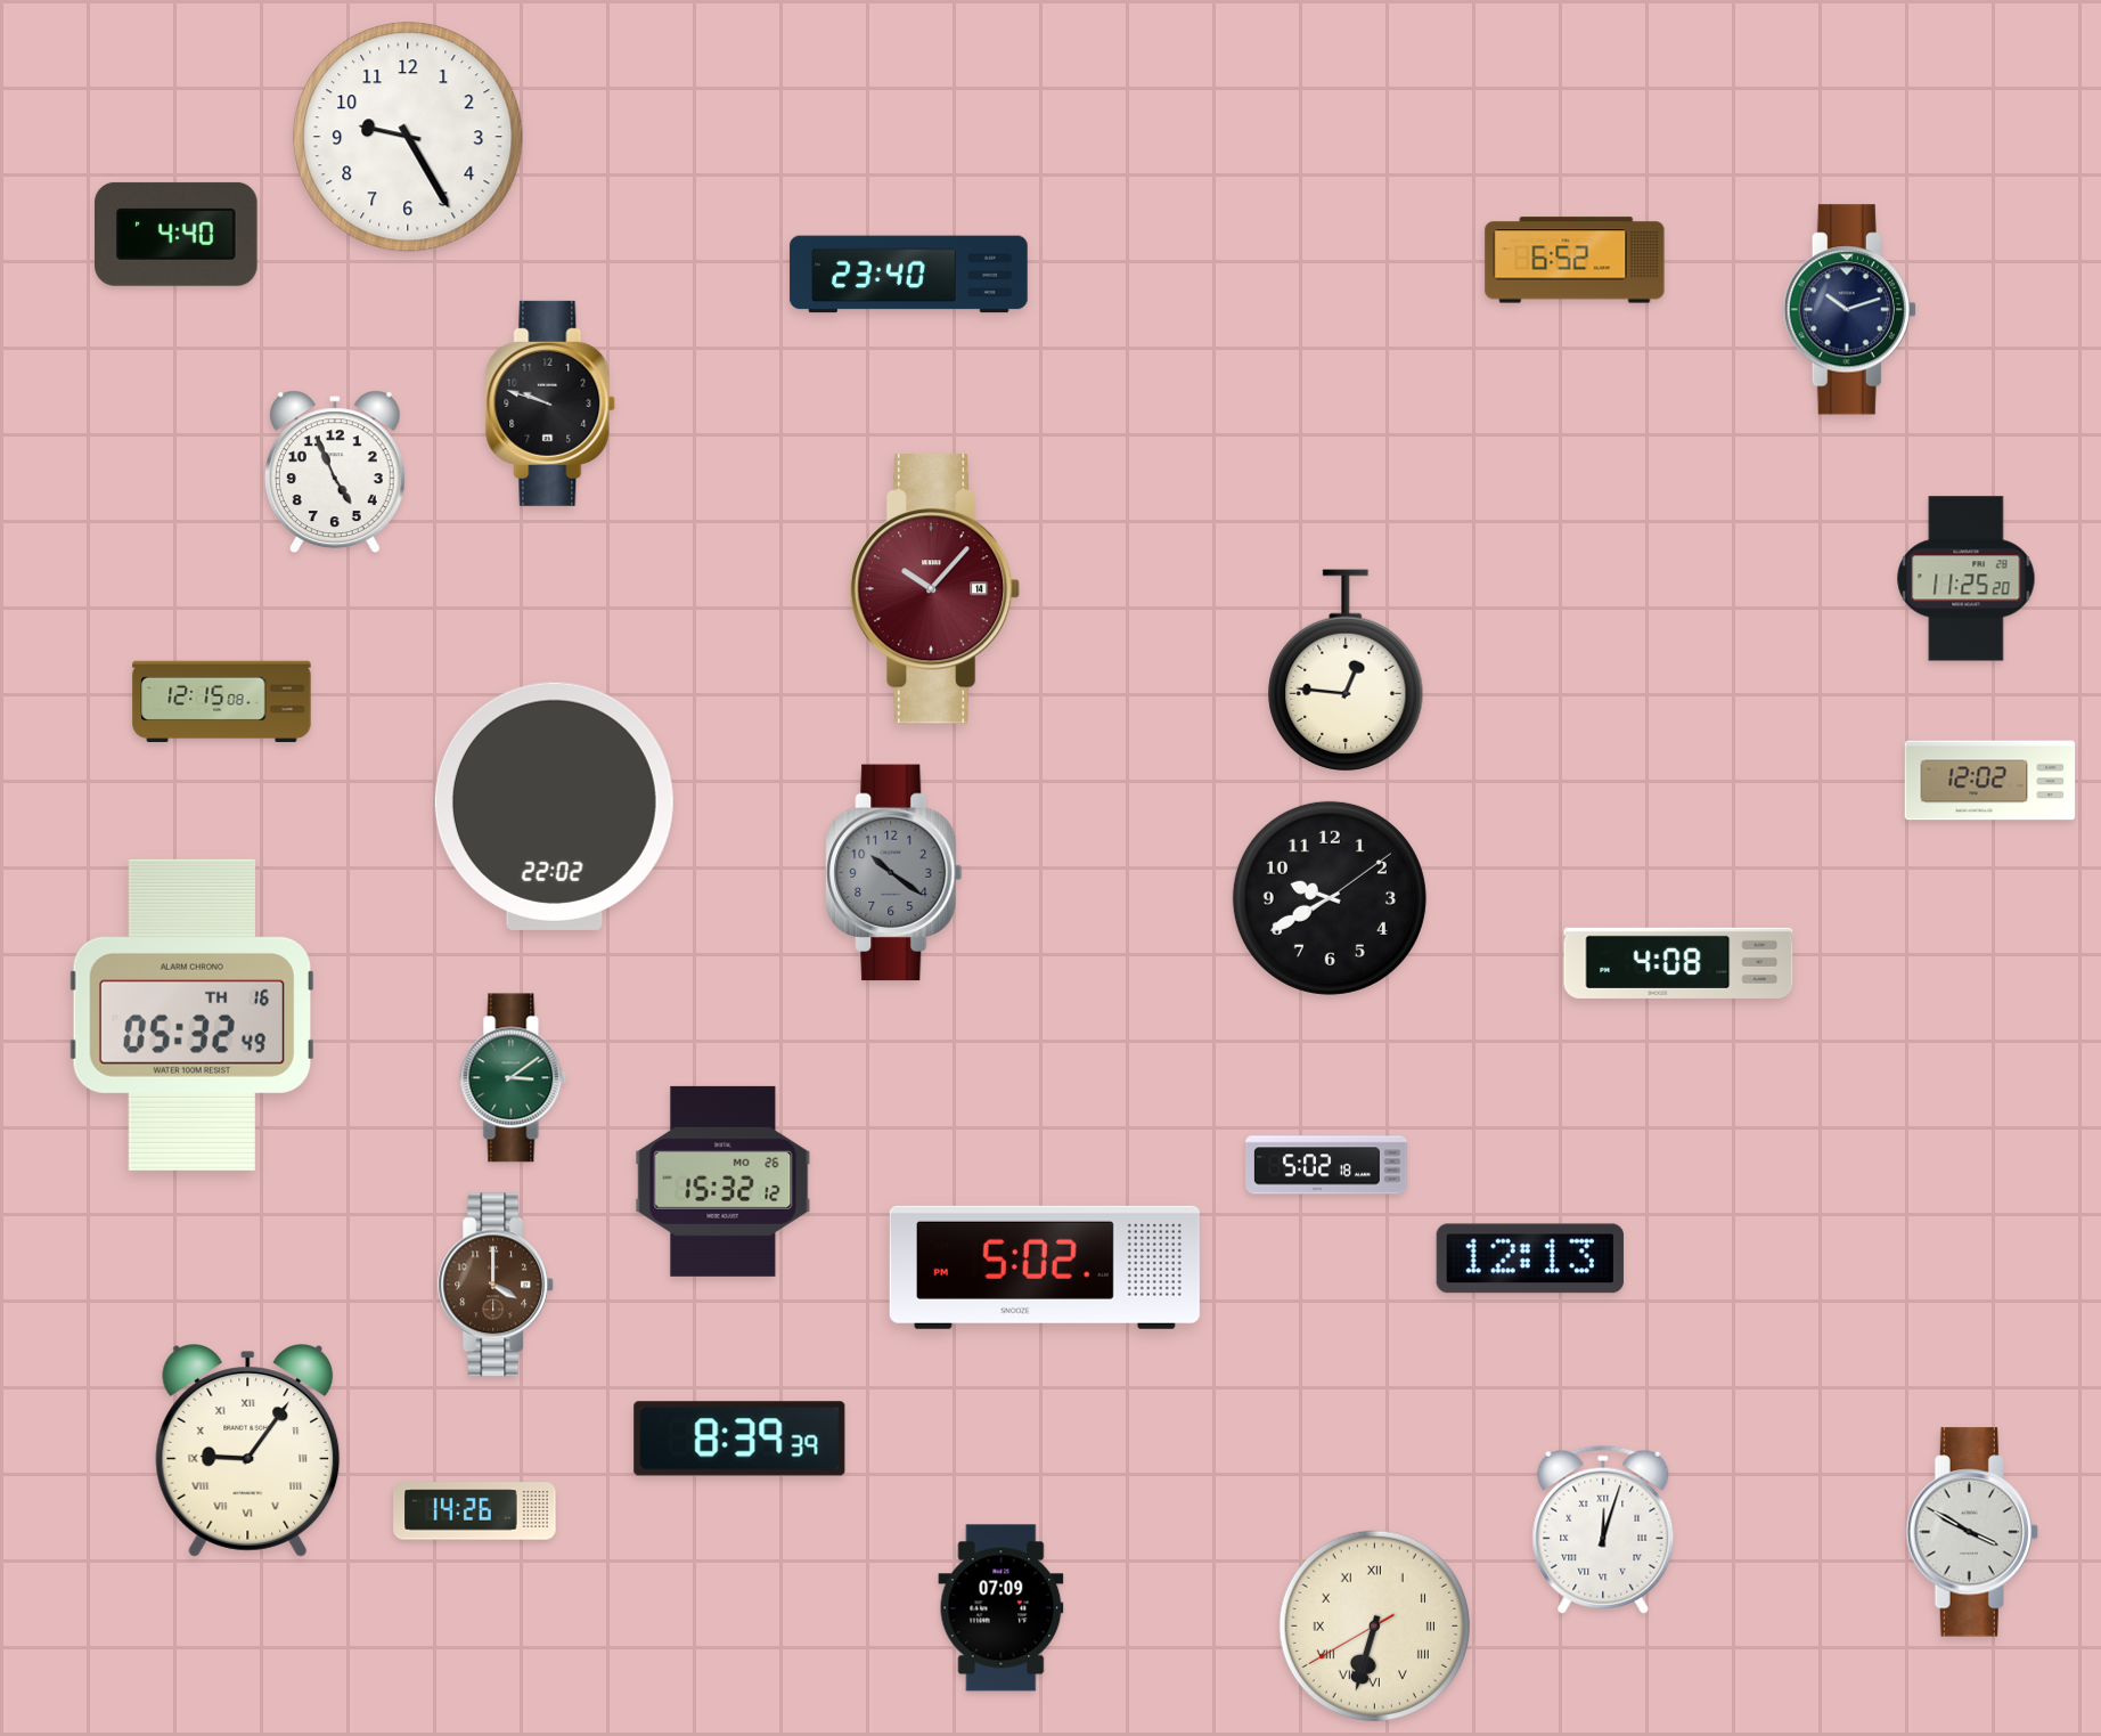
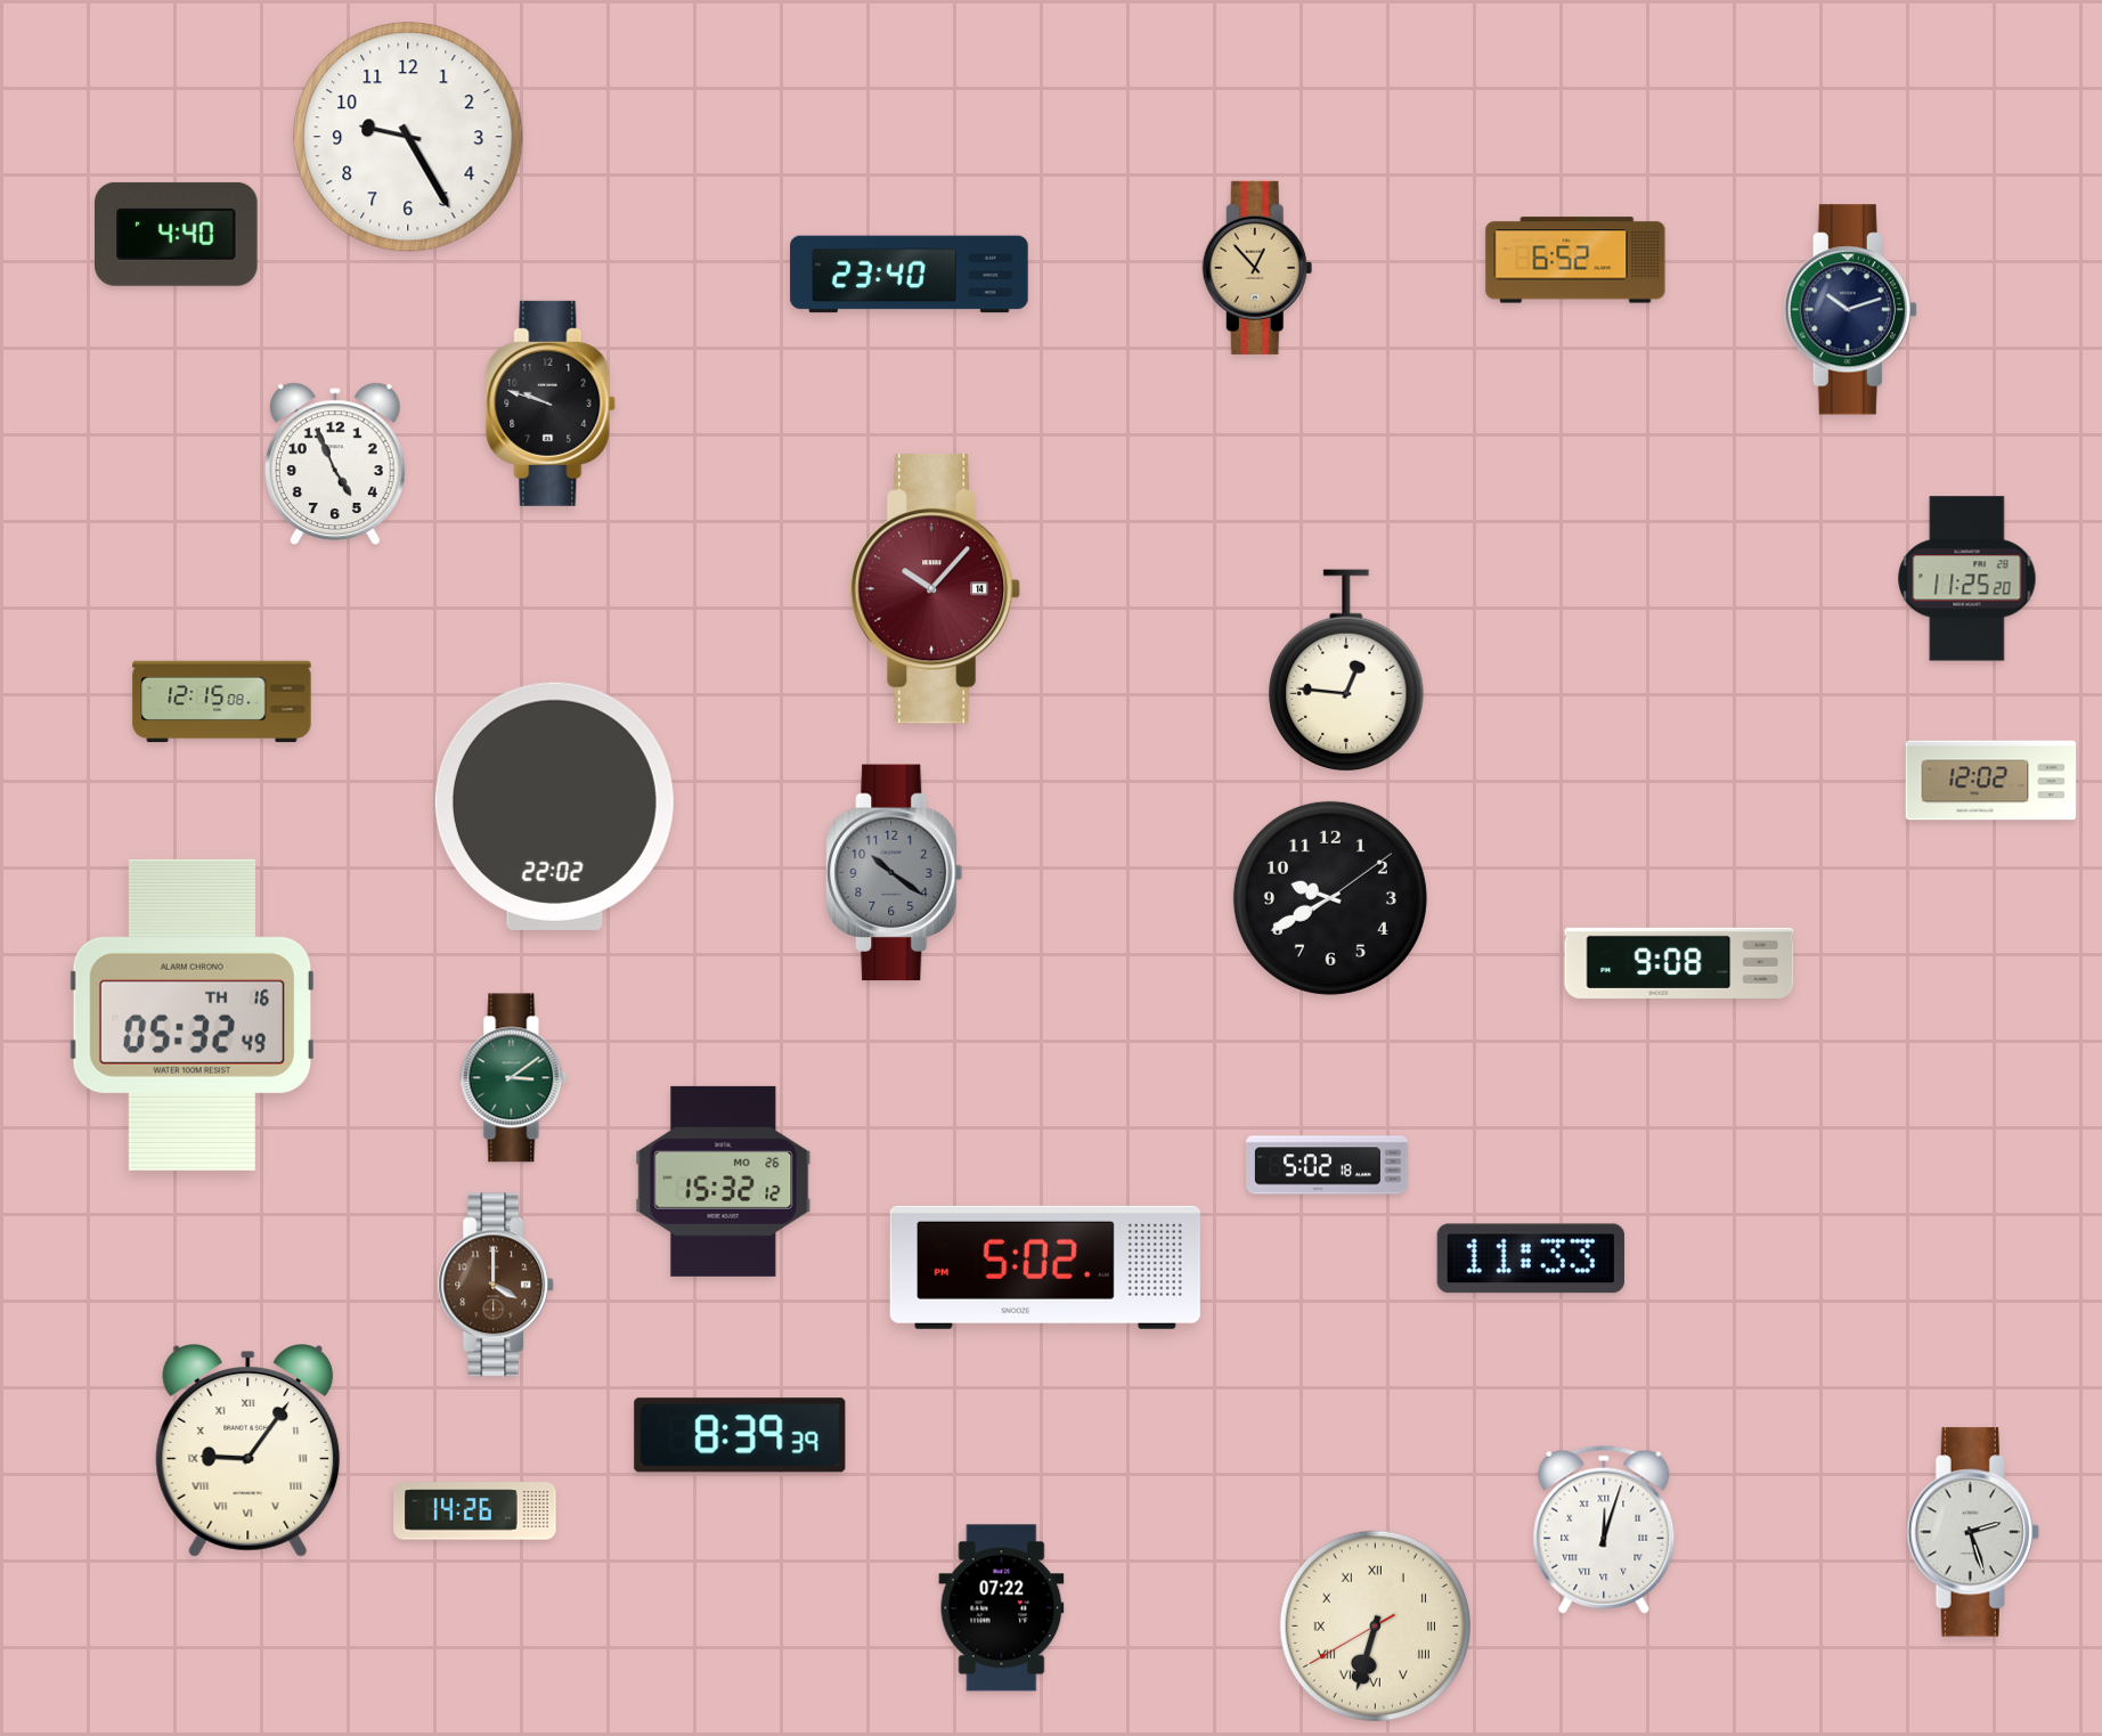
clock at (1257, 268): none -> 12:53
clock at (335, 471) position: (335, 471) -> (335, 463)
clock at (1678, 963): 4:08 -> 9:08
clock at (1530, 1258): 12:13 -> 11:33
clock at (739, 1438) position: (739, 1438) -> (740, 1435)
clock at (1972, 1532): 3:50 -> 2:27
clock at (1002, 1608): 07:09 -> 07:22
